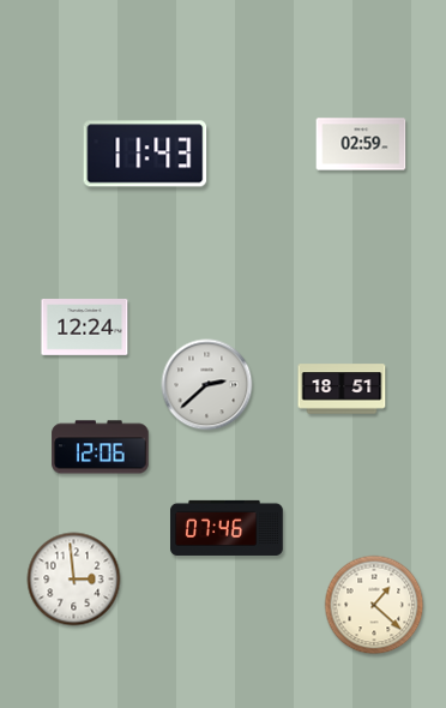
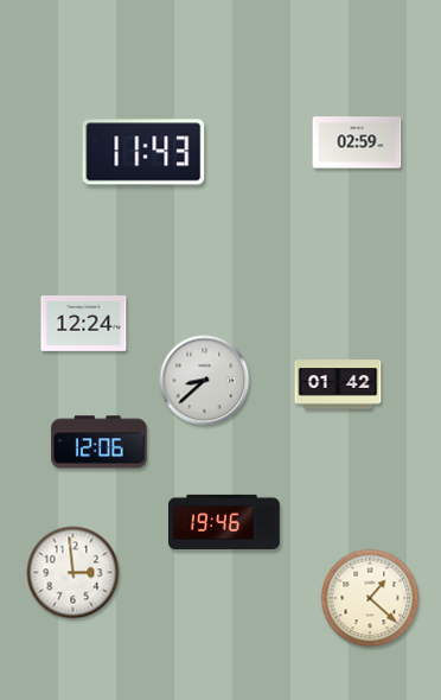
clock at (207, 385): 2:38 -> 8:38
clock at (342, 389): 18:51 -> 01:42
clock at (228, 528): 07:46 -> 19:46
